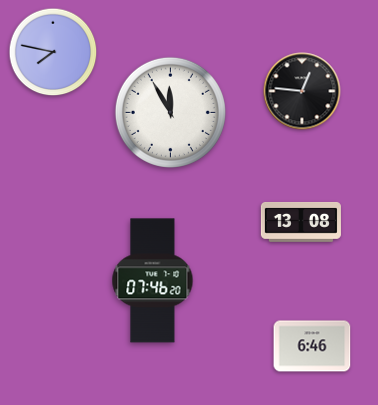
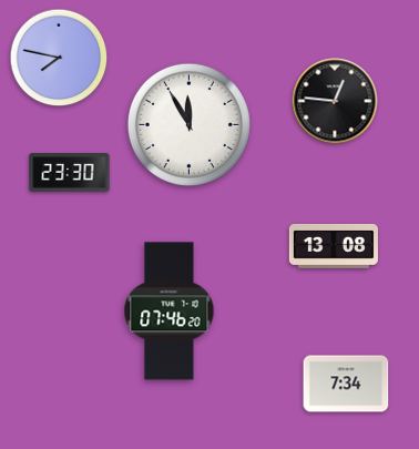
clock at (70, 172): none -> 23:30
clock at (312, 346): 6:46 -> 7:34
